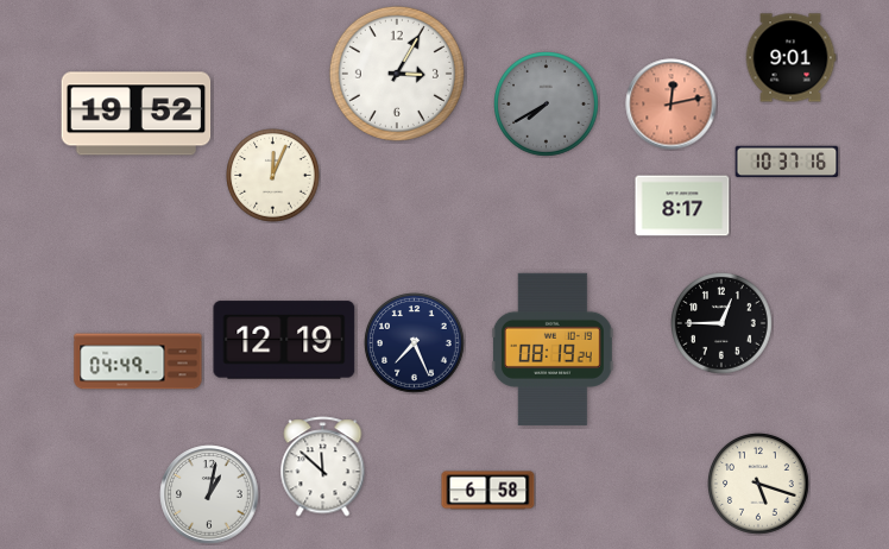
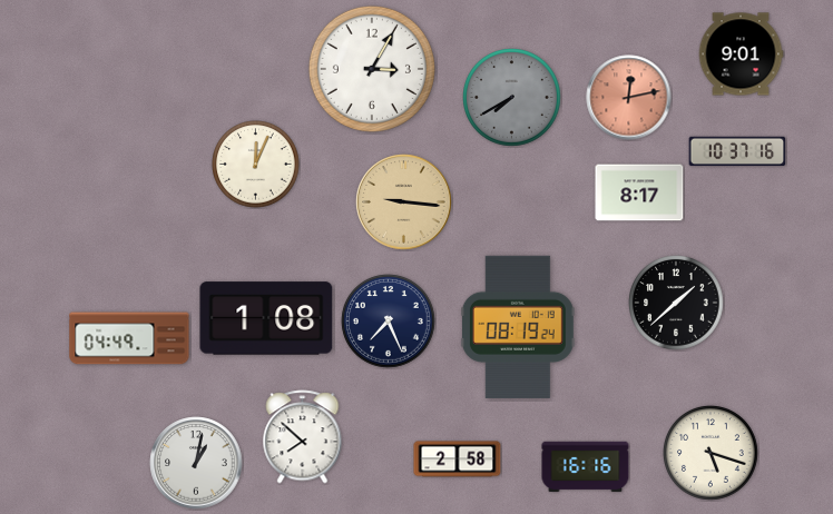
clock at (137, 114): 19:52 -> none
clock at (404, 202): none -> 9:16
clock at (721, 323): 12:45 -> 1:38
clock at (284, 340): 12:19 -> 1:08
clock at (323, 467): 11:52 -> 7:52
clock at (488, 491): 6:58 -> 2:58
clock at (586, 467): none -> 16:16
